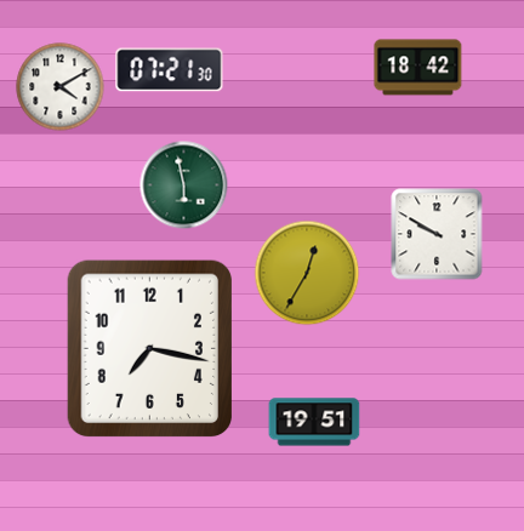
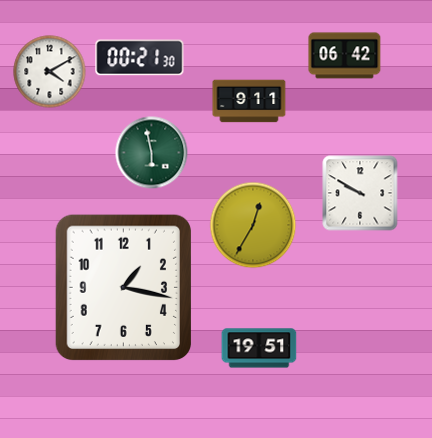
clock at (418, 68): 18:42 -> 06:42
clock at (170, 70): 07:21 -> 00:21
clock at (249, 101): none -> 9:11
clock at (149, 349): 7:17 -> 1:17
